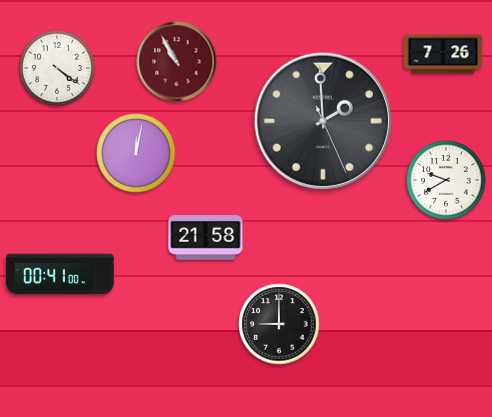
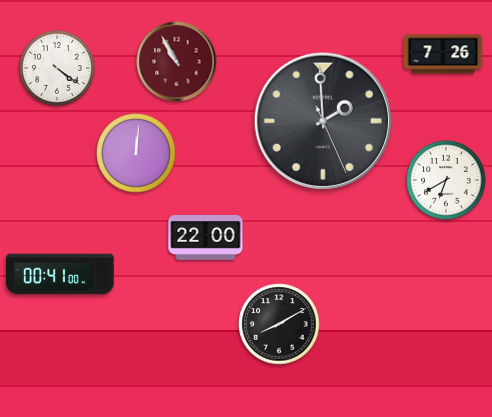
clock at (136, 153): 12:02 -> 12:01
clock at (446, 180): 9:40 -> 6:40
clock at (206, 238): 21:58 -> 22:00
clock at (279, 324): 9:00 -> 8:10
